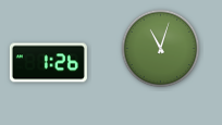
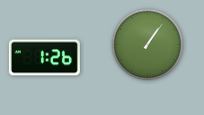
clock at (161, 49): 11:03 -> 1:06
